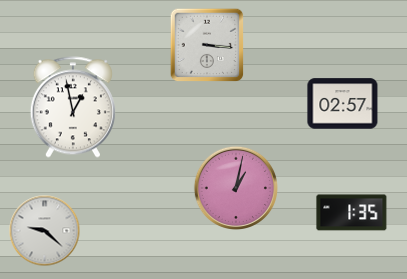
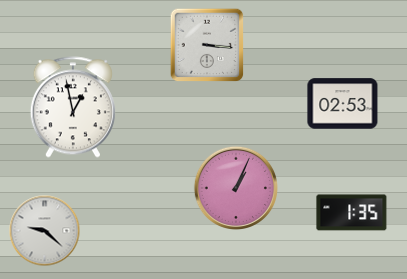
clock at (343, 104): 02:57 -> 02:53
clock at (235, 187): 1:02 -> 1:04
